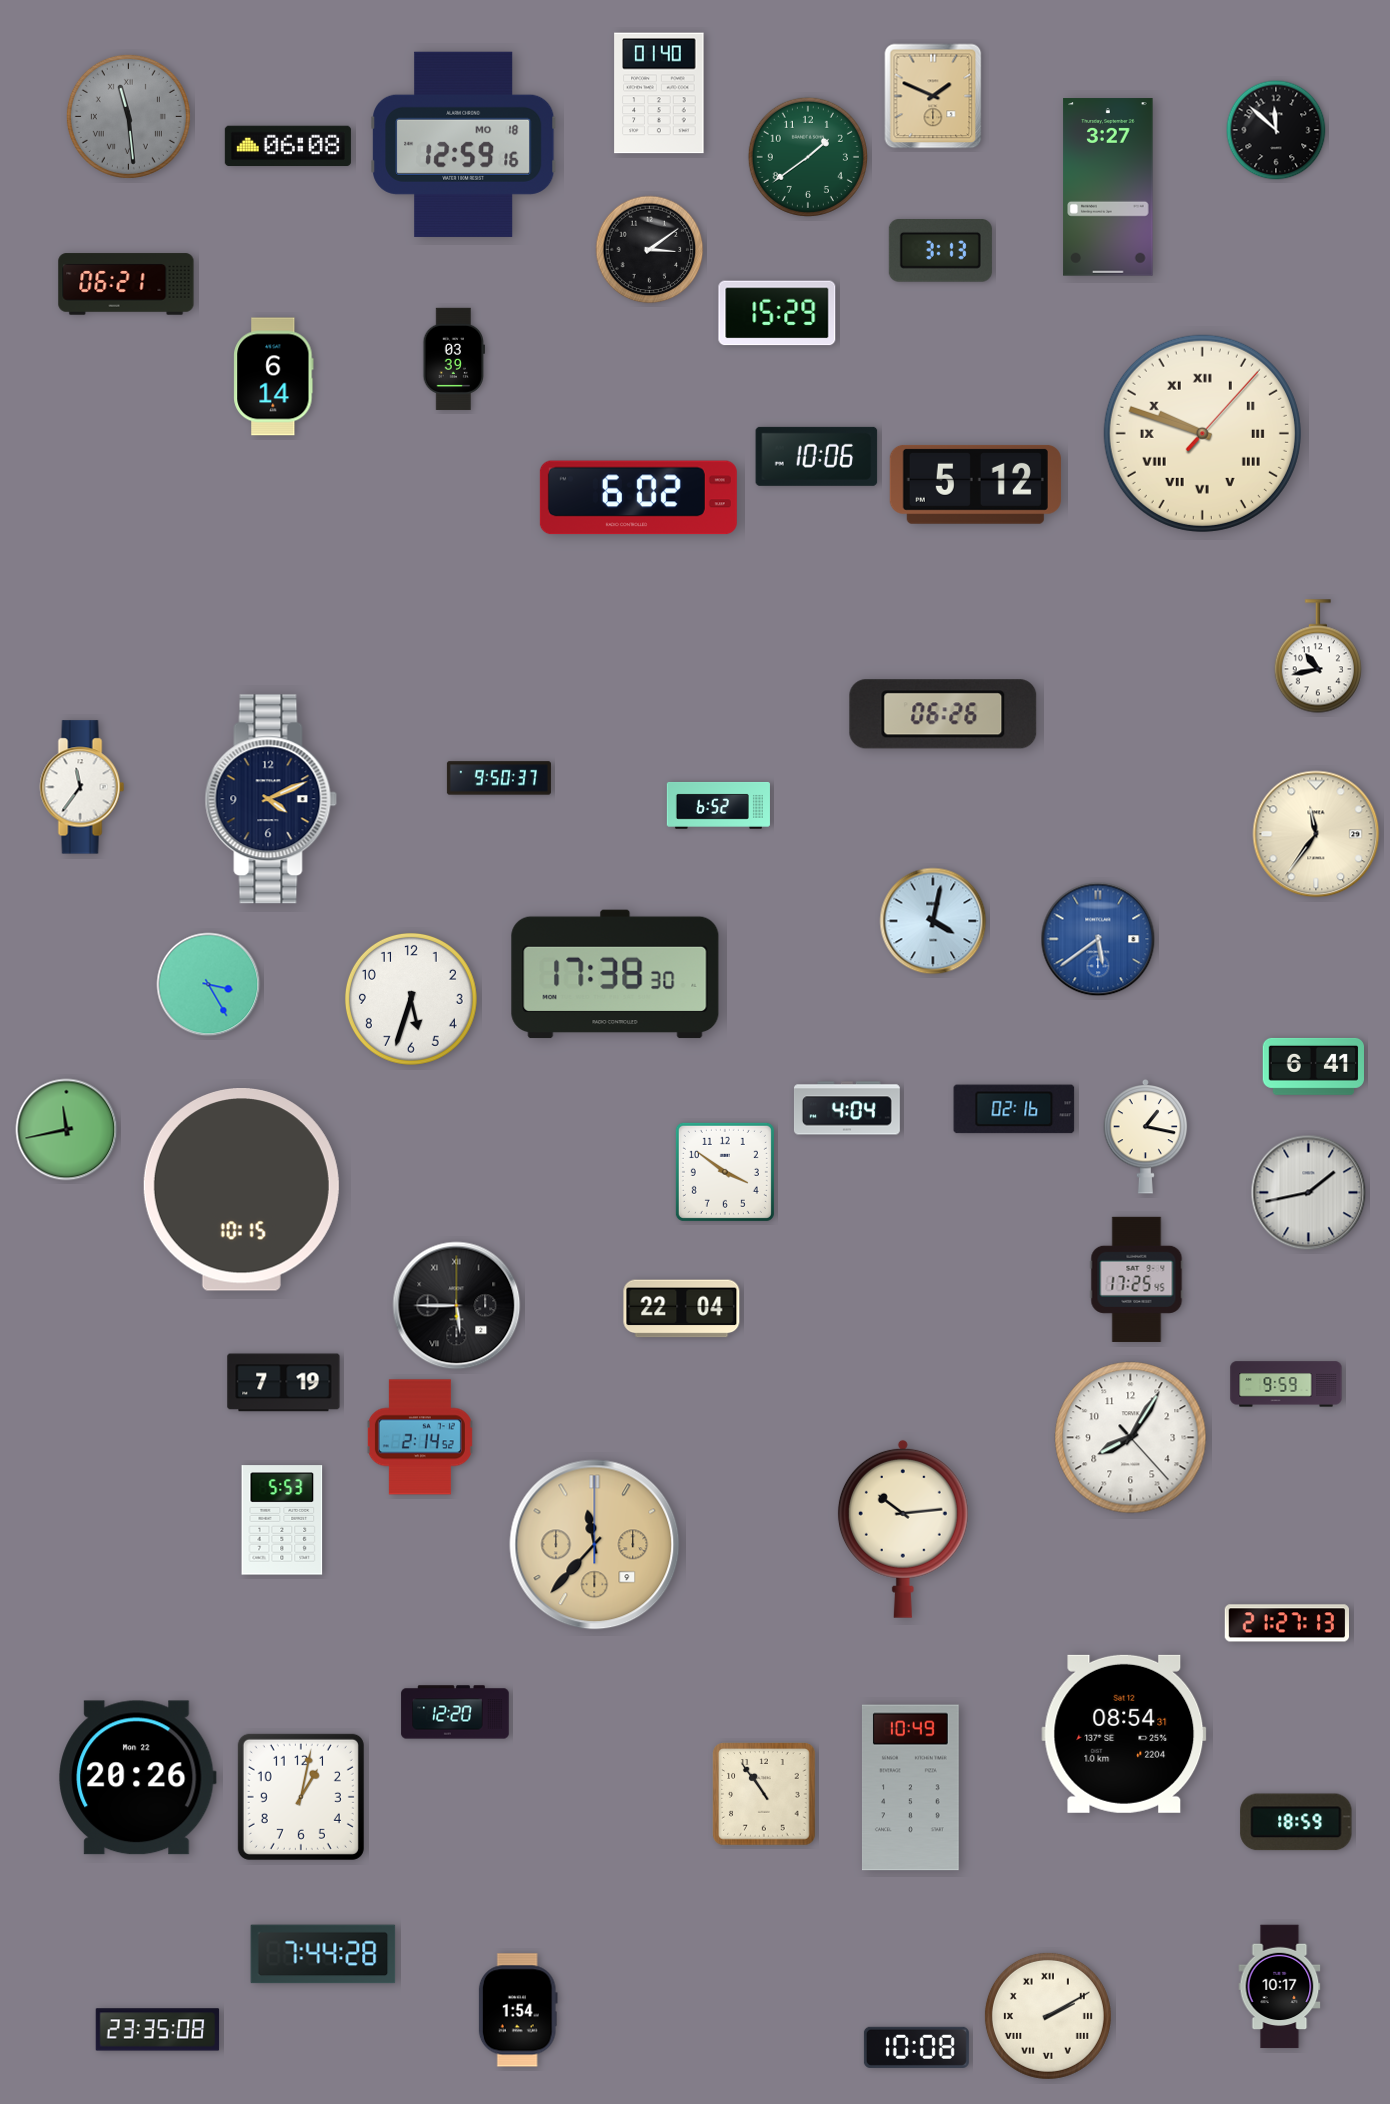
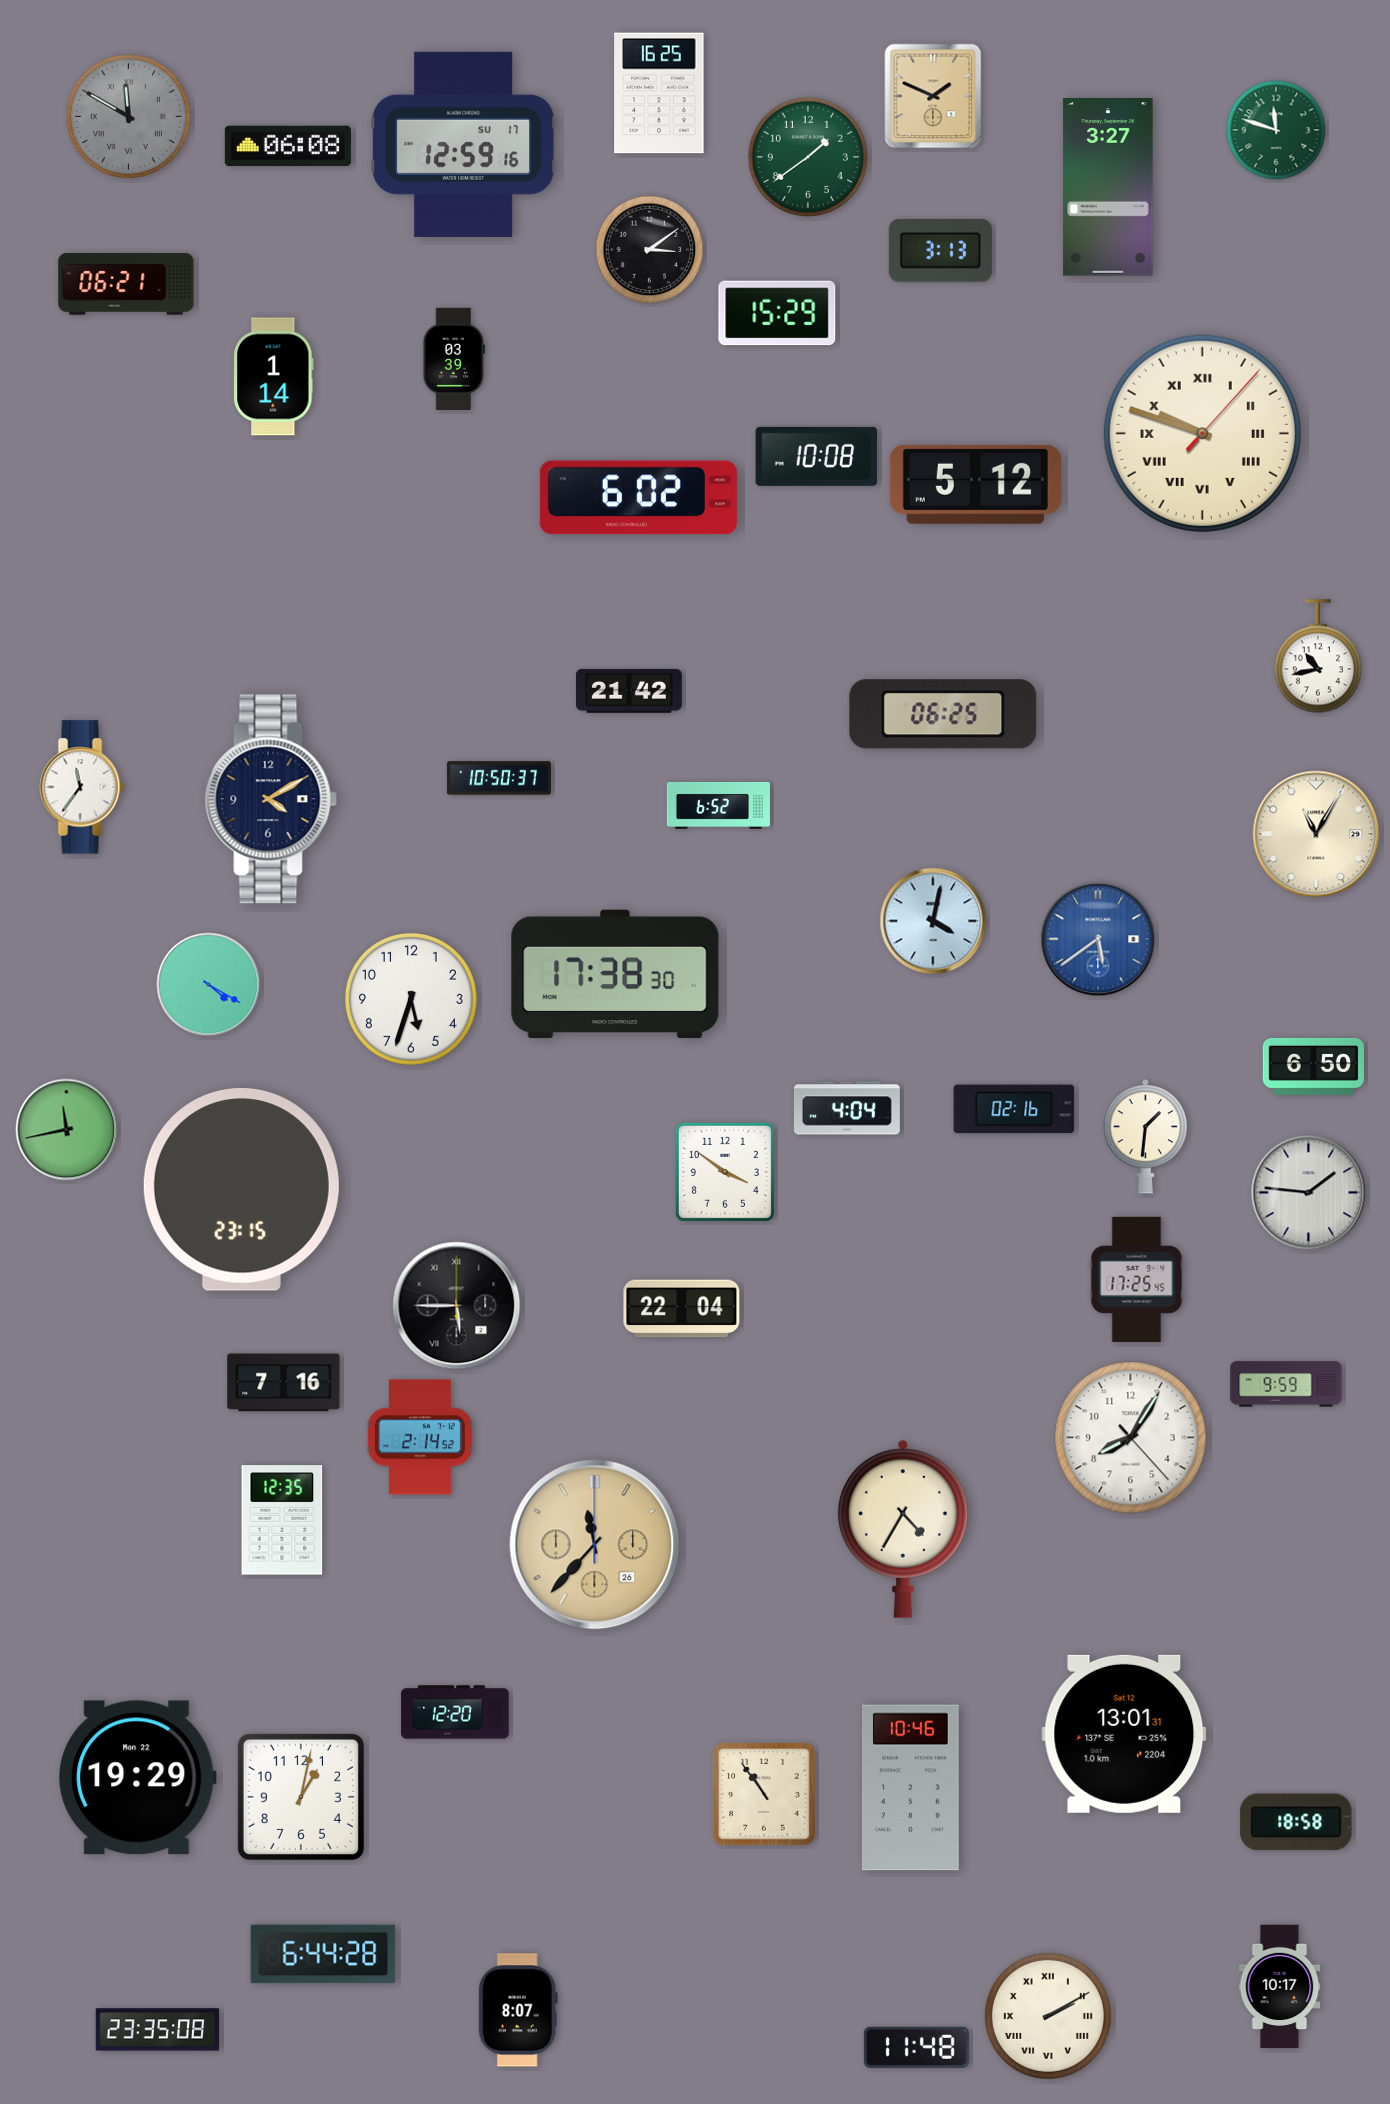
clock at (659, 93): 01:40 -> 16:25
clock at (128, 116): 11:29 -> 11:50
clock at (1276, 130): 11:52 -> 11:48
clock at (1276, 130) dial: black -> green
clock at (464, 144) date: MO 18 -> SU 17
clock at (274, 377): 6:14 -> 1:14
clock at (817, 456): 10:06 -> 10:08
clock at (629, 691): none -> 21:42
clock at (943, 714): 06:26 -> 06:25
clock at (499, 778): 9:50 -> 10:50
clock at (271, 799): 4:11 -> 4:10
clock at (1316, 834): 11:36 -> 11:05
clock at (209, 985): 3:25 -> 4:20
clock at (1313, 1066): 6:41 -> 6:50
clock at (1146, 1136): 1:17 -> 1:31
clock at (241, 1190): 10:15 -> 23:15
clock at (1309, 1193): 1:43 -> 1:46
clock at (284, 1383): 7:19 -> 7:16
clock at (282, 1520): 5:53 -> 12:35
clock at (903, 1529): 10:14 -> 4:35
clock at (595, 1545) date: 9 -> 26
clock at (1286, 1623): 21:27 -> none
clock at (1124, 1734): 08:54 -> 13:01
clock at (138, 1778): 20:26 -> 19:29
clock at (911, 1788): 10:49 -> 10:46
clock at (1296, 1822): 18:59 -> 18:58
clock at (323, 1954): 7:44 -> 6:44
clock at (518, 2010): 1:54 -> 8:07
clock at (916, 2047): 10:08 -> 11:48
